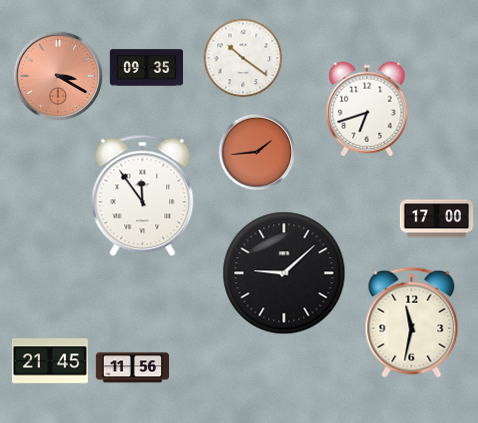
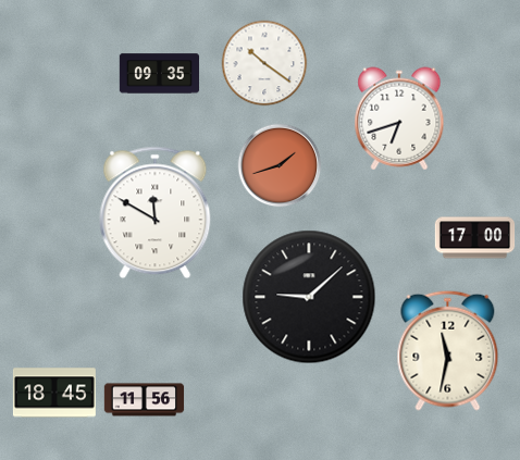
clock at (58, 76): 3:20 -> none
clock at (257, 152): 1:44 -> 1:42
clock at (143, 196): 11:54 -> 11:50
clock at (50, 361): 21:45 -> 18:45
